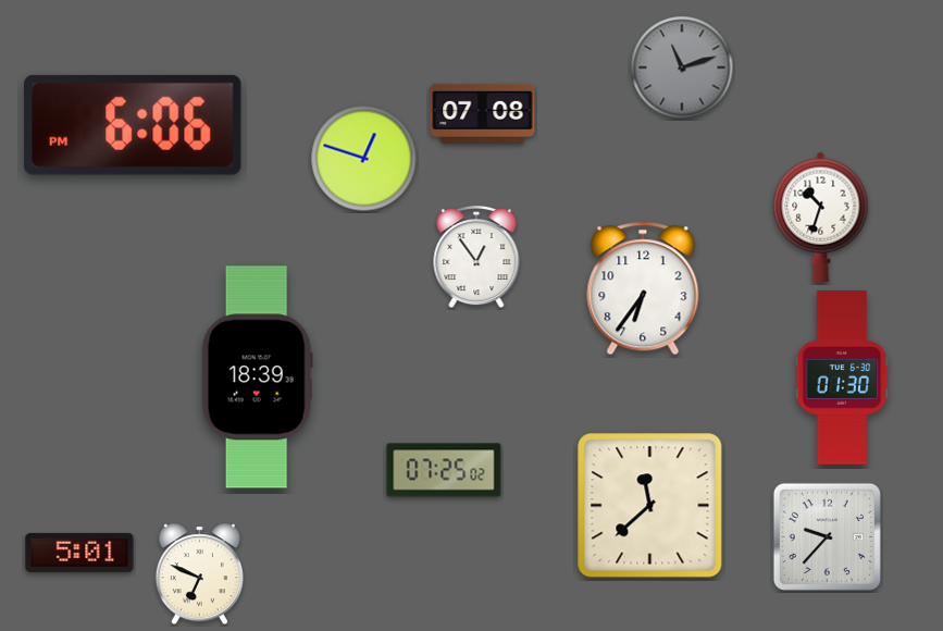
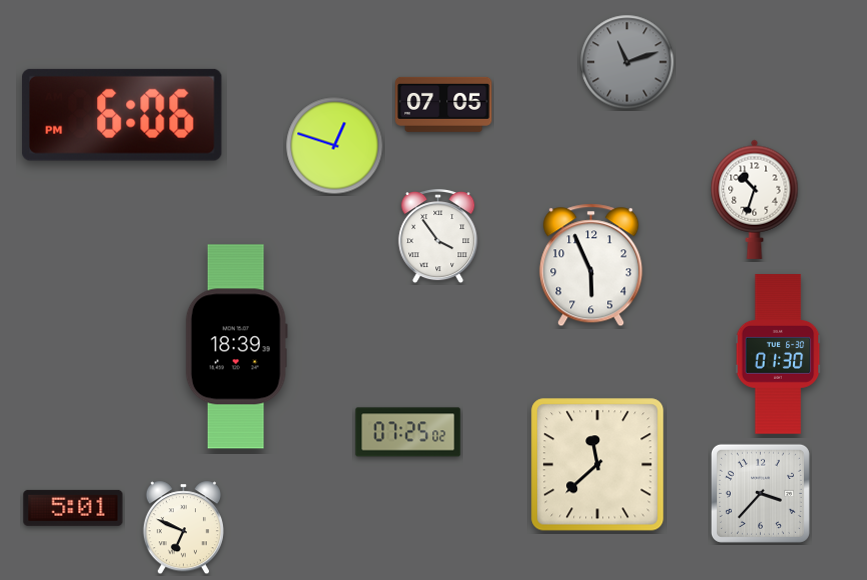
clock at (483, 113): 07:08 -> 07:05
clock at (476, 258): 12:54 -> 3:54
clock at (643, 288): 6:36 -> 5:56
clock at (842, 378) position: (842, 378) -> (778, 354)
clock at (827, 536): 9:37 -> 3:37
